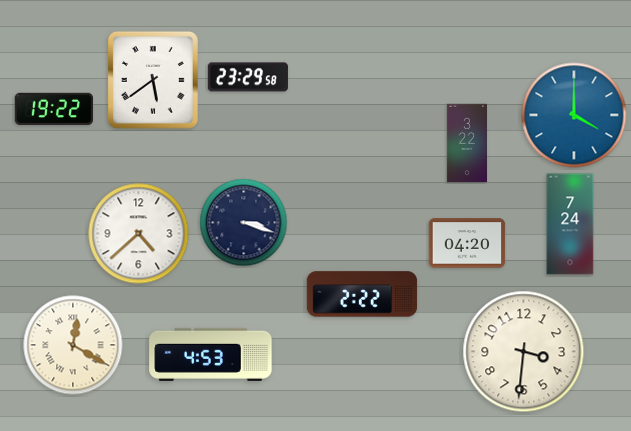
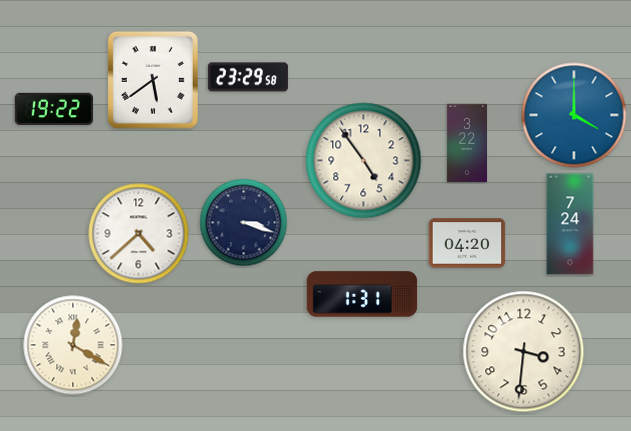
clock at (364, 161): none -> 4:54
clock at (362, 294): 2:22 -> 1:31
clock at (211, 354): 4:53 -> none
